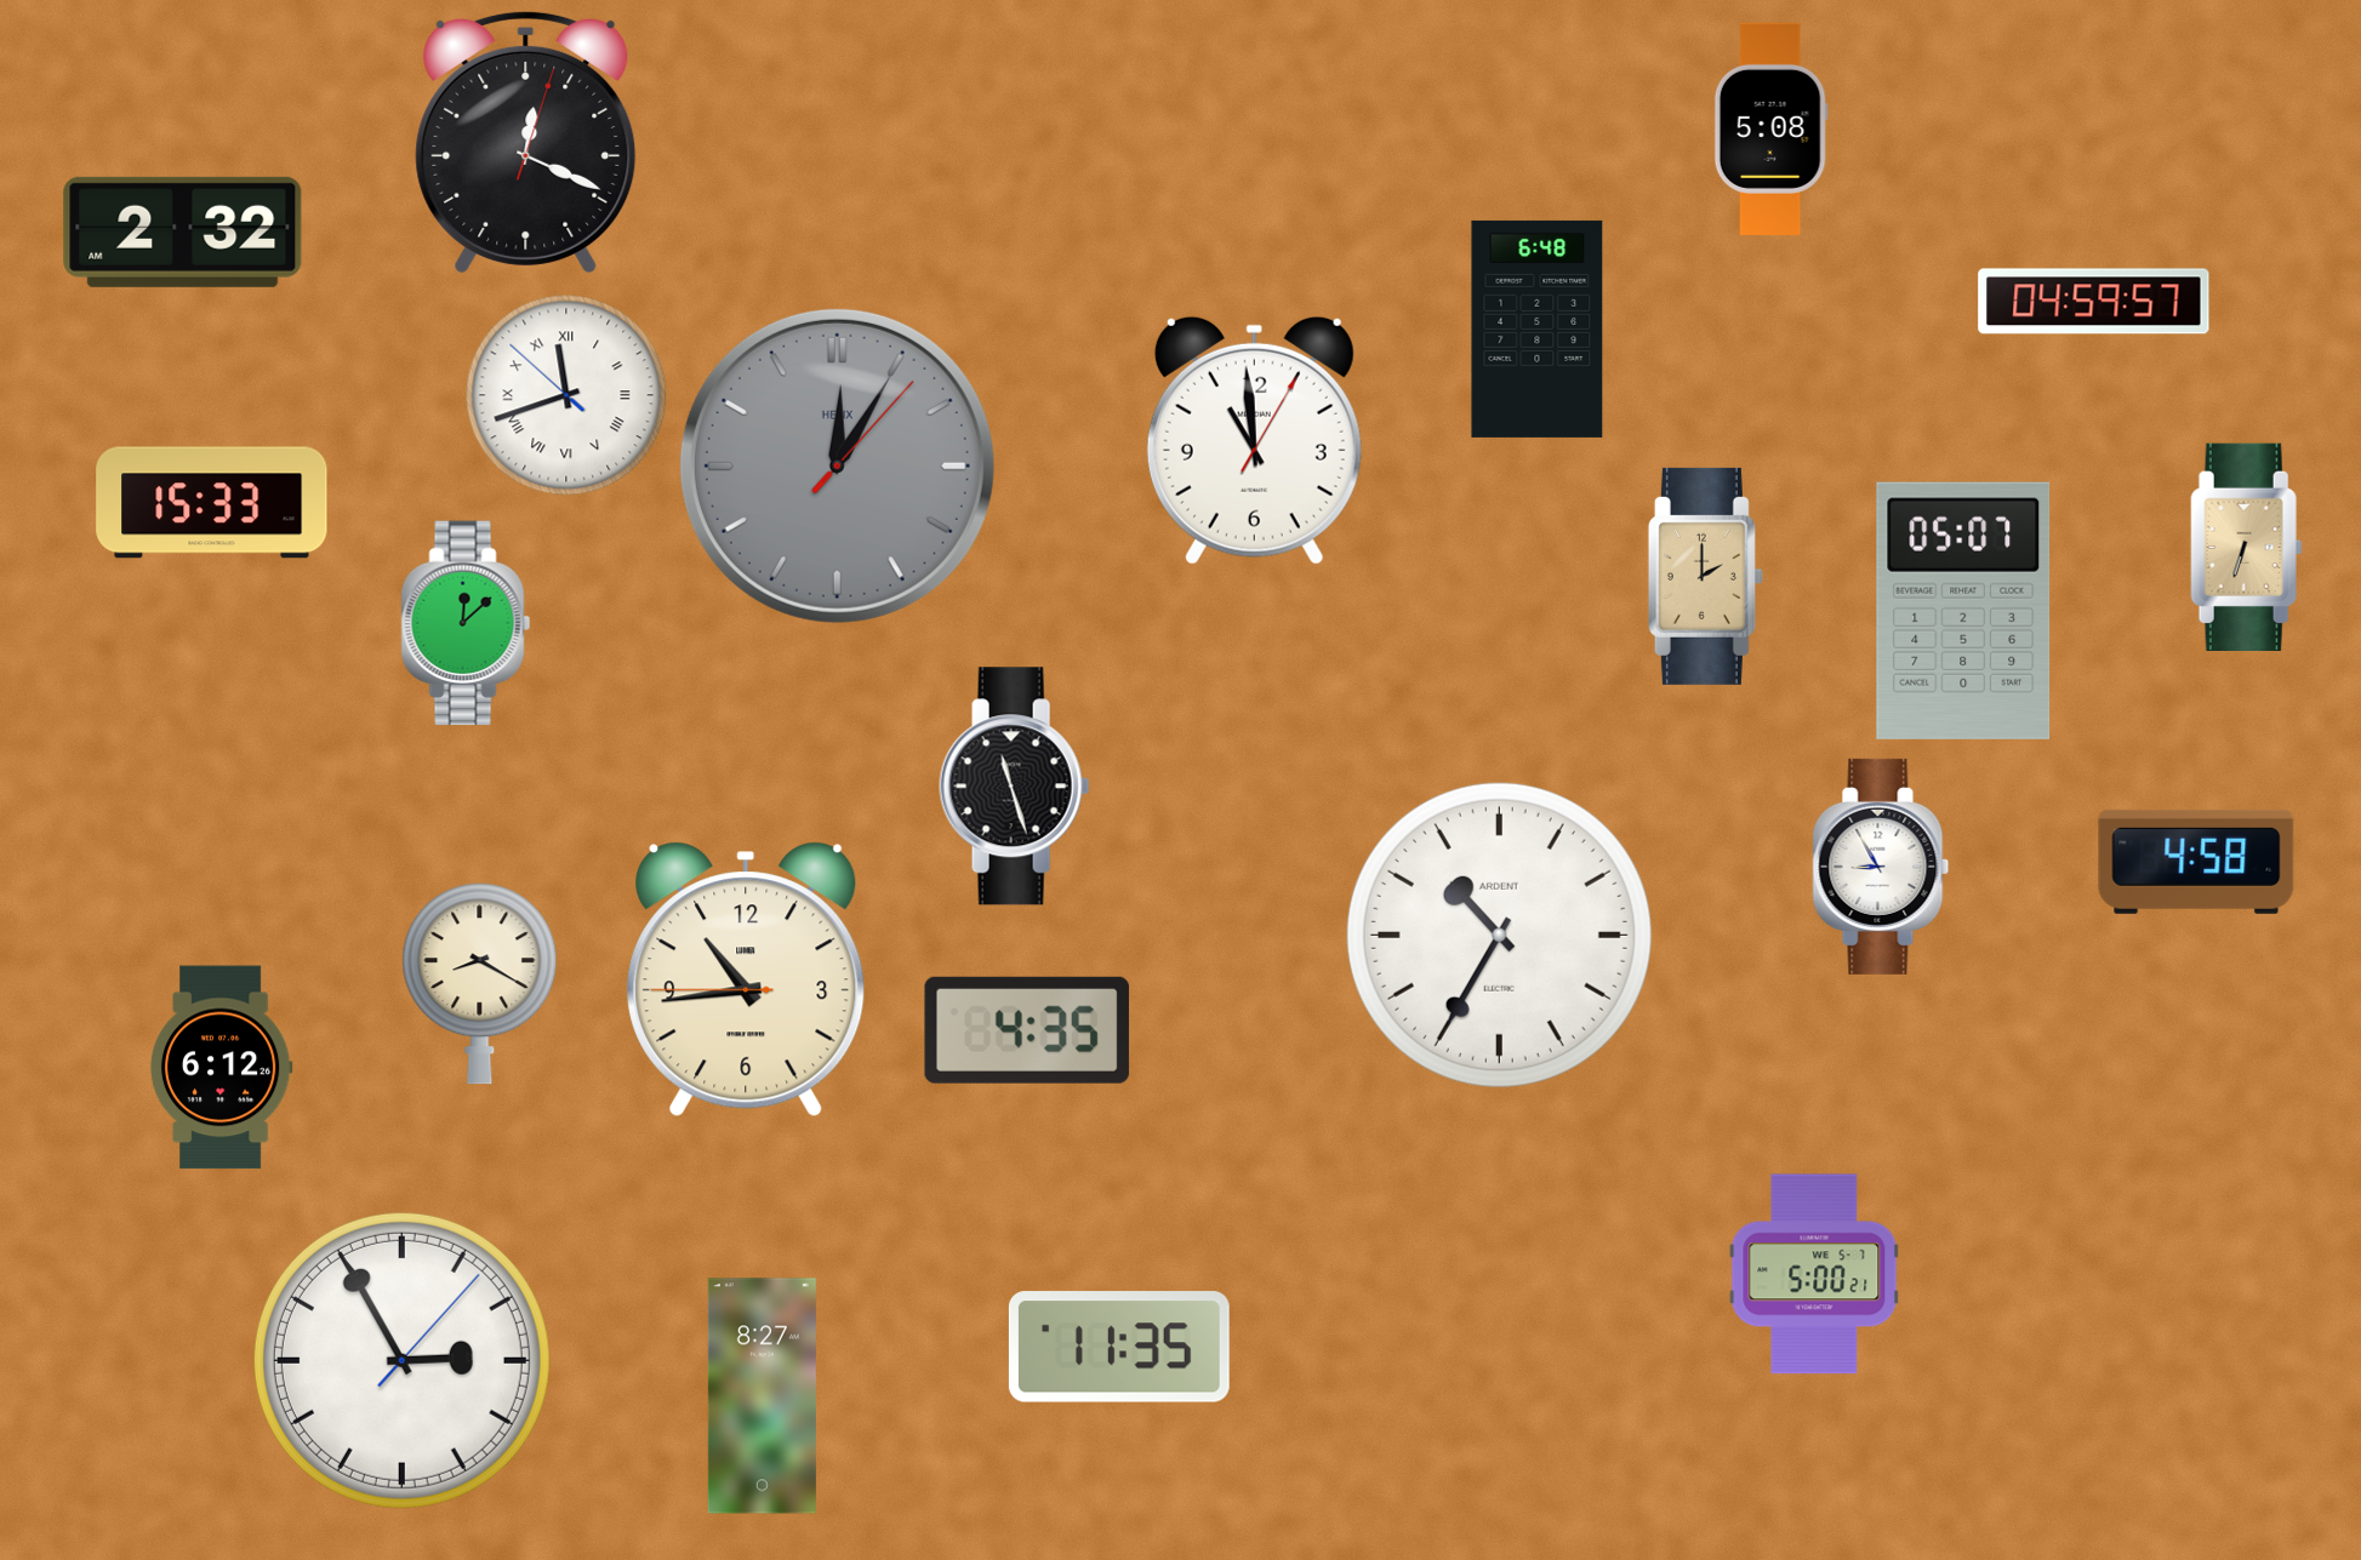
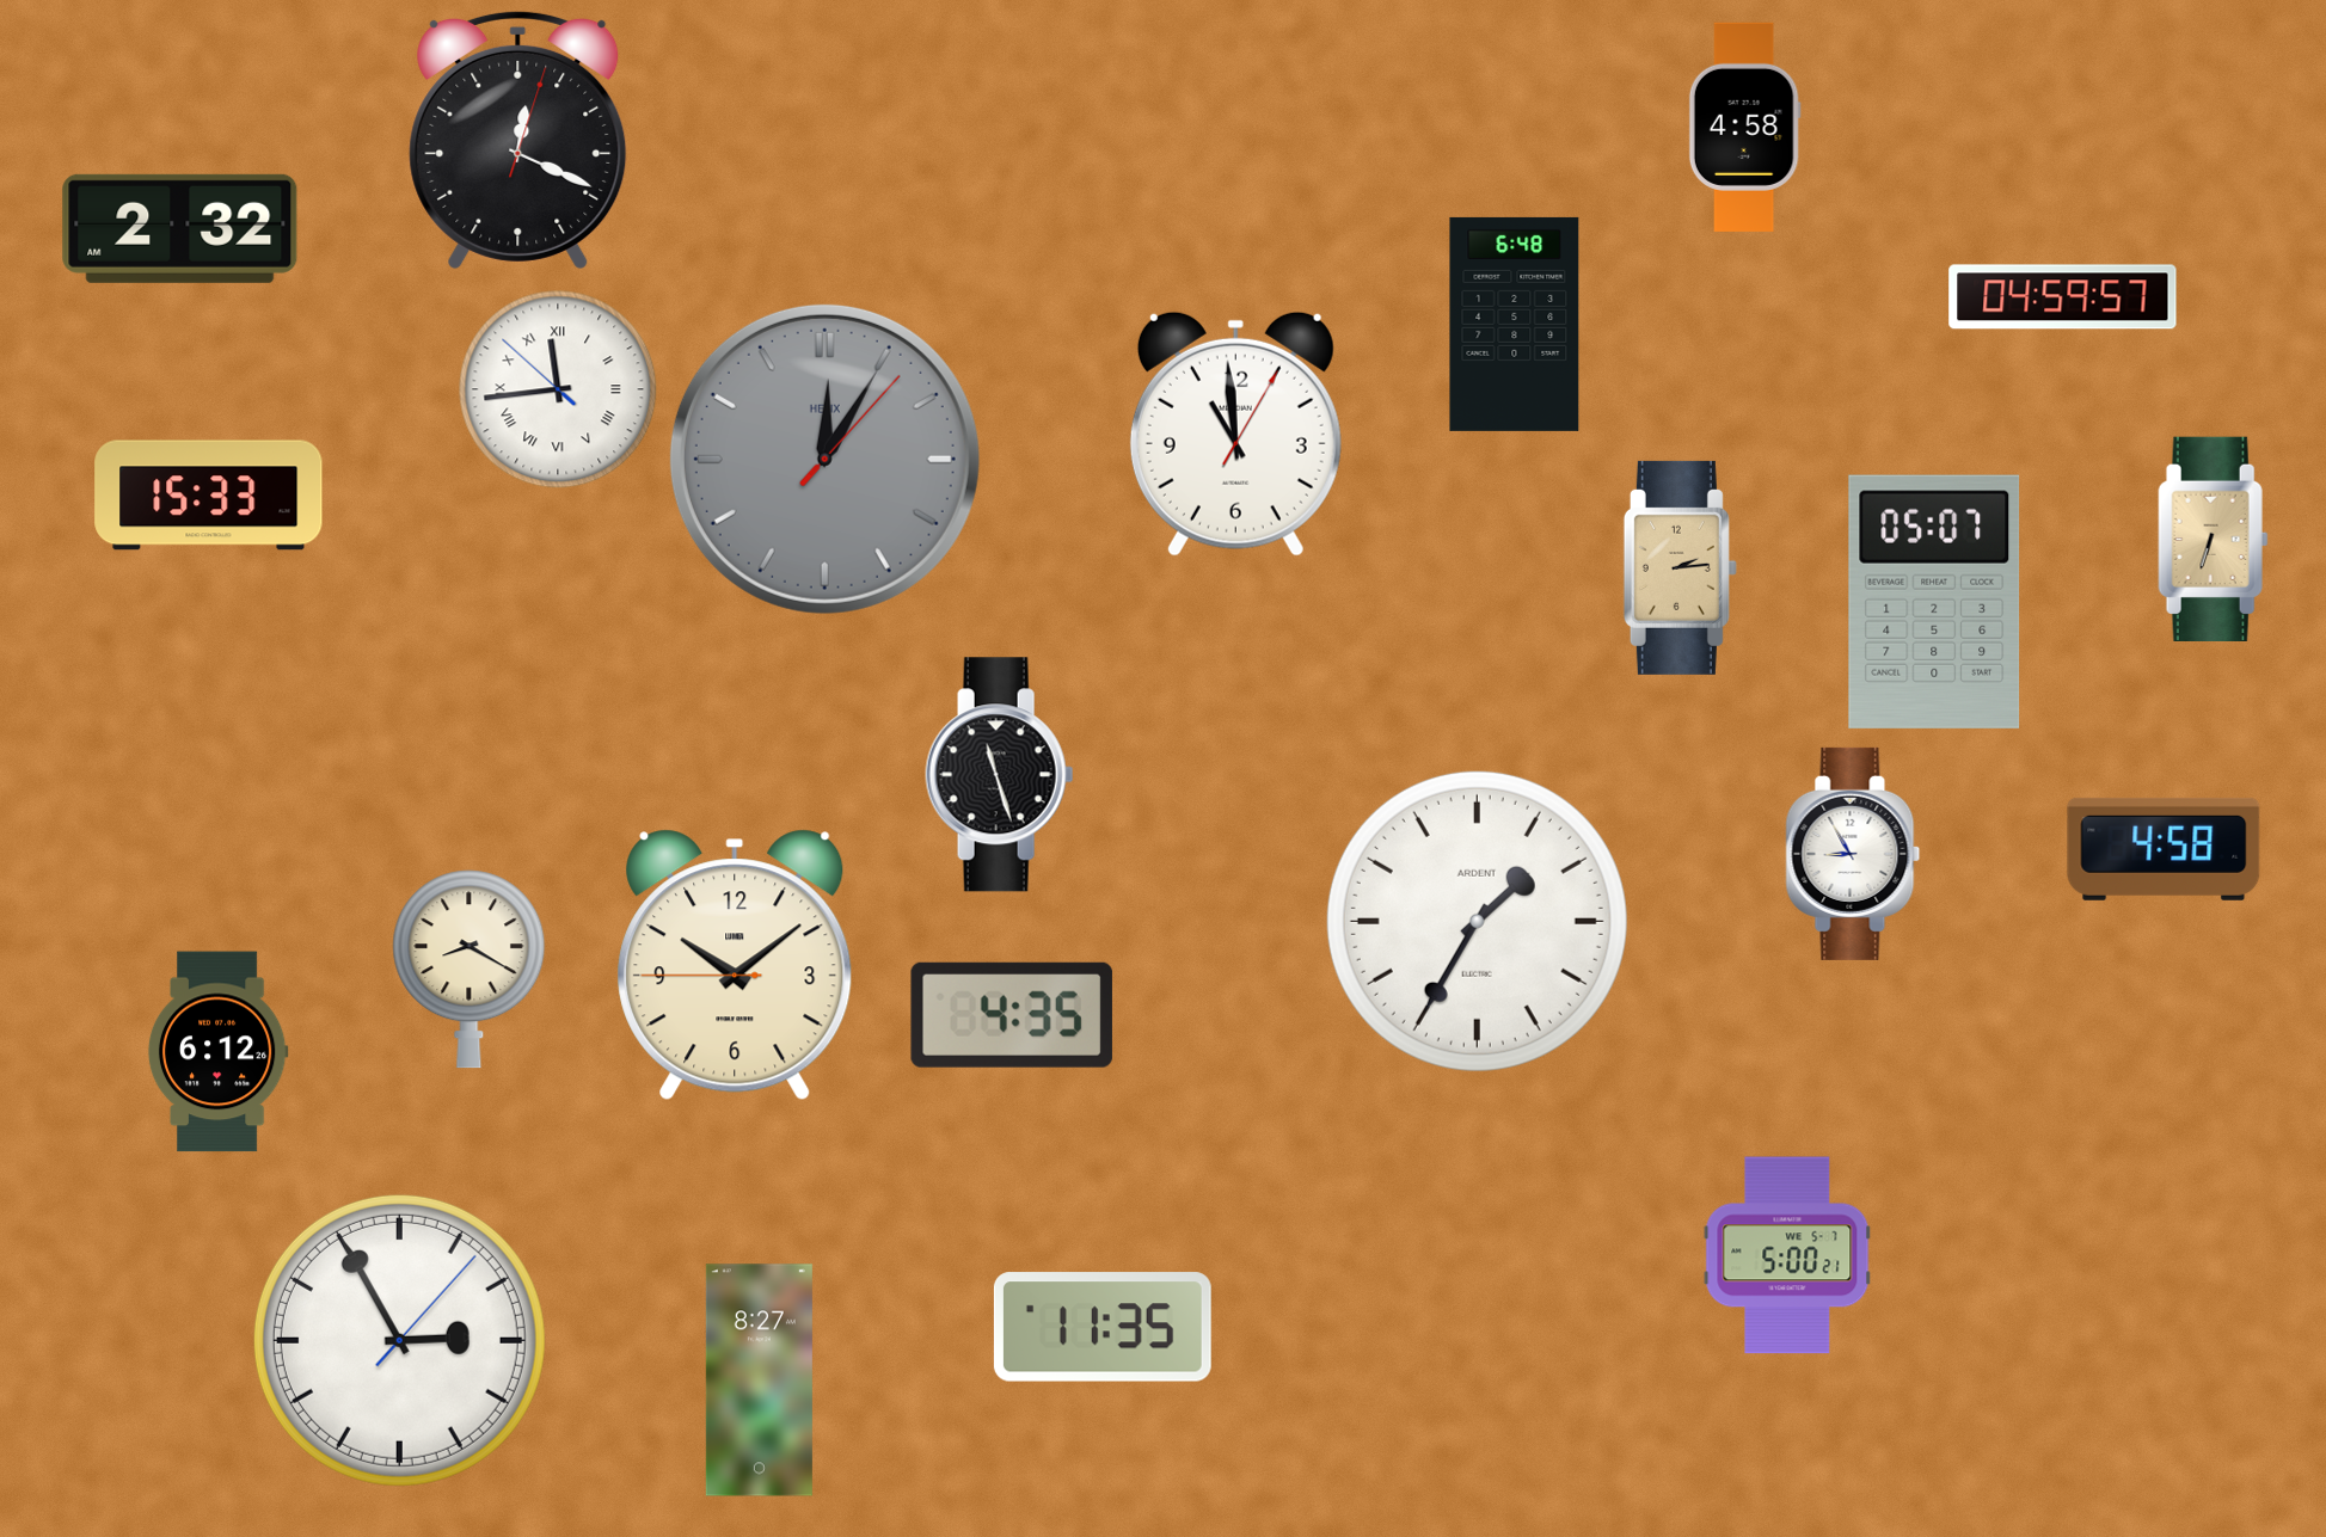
clock at (1770, 128): 5:08 -> 4:58
clock at (566, 395): 11:41 -> 11:43
clock at (1705, 576): 2:00 -> 2:14
clock at (466, 623): 12:08 -> none
clock at (1499, 935): 10:35 -> 1:35
clock at (746, 979): 10:43 -> 10:08
clock at (480, 984) position: (480, 984) -> (470, 970)
clock at (401, 1360) position: (401, 1360) -> (399, 1340)
clock at (762, 1396) position: (762, 1396) -> (759, 1381)
